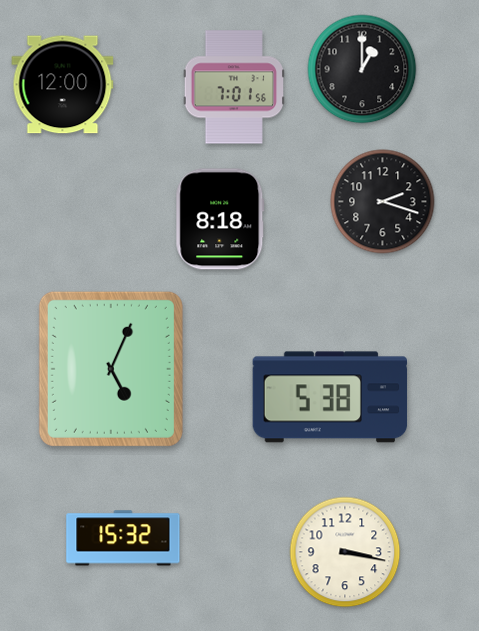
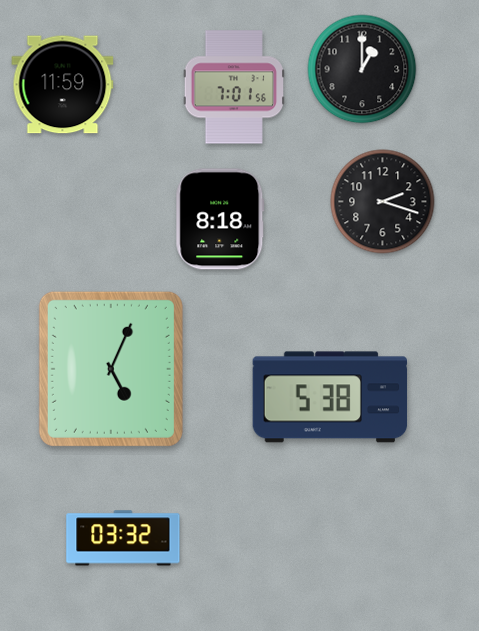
clock at (63, 85): 12:00 -> 11:59
clock at (123, 538): 15:32 -> 03:32
clock at (345, 552): 3:17 -> none
